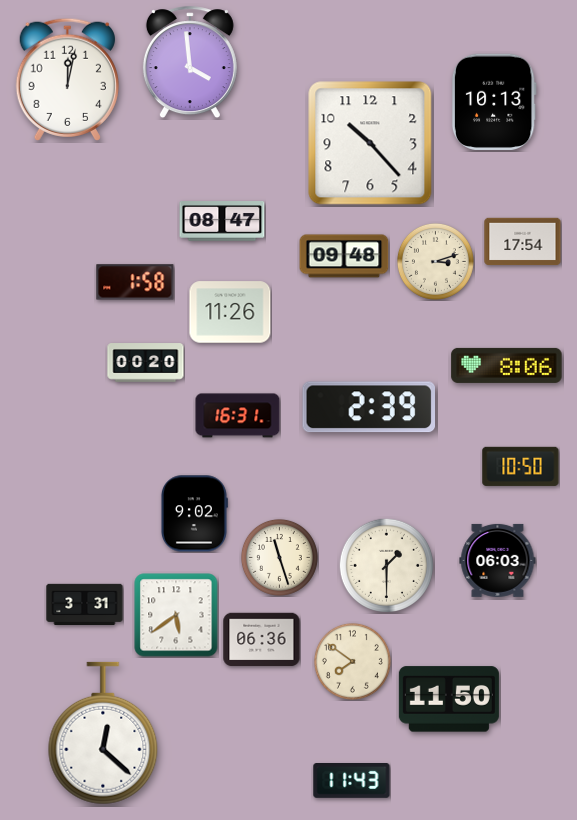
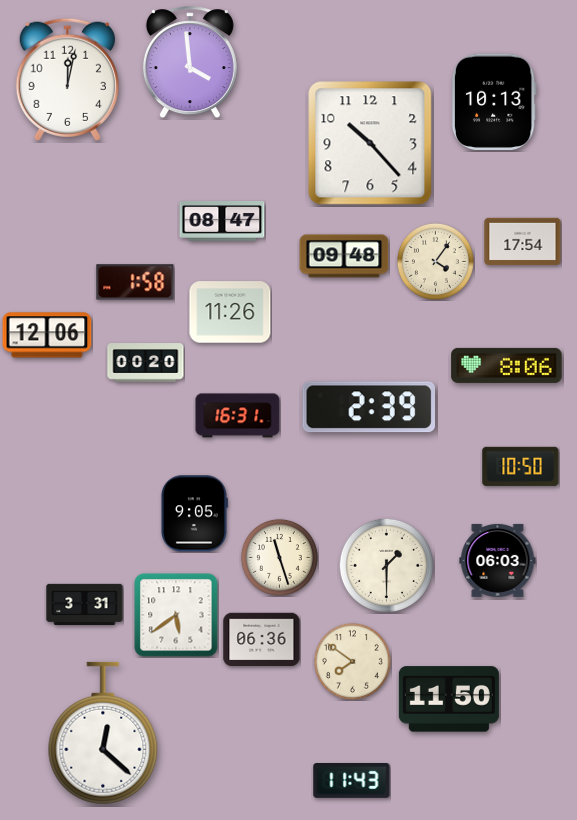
clock at (435, 261): 3:12 -> 4:06
clock at (47, 335): none -> 12:06
clock at (194, 514): 9:02 -> 9:05
